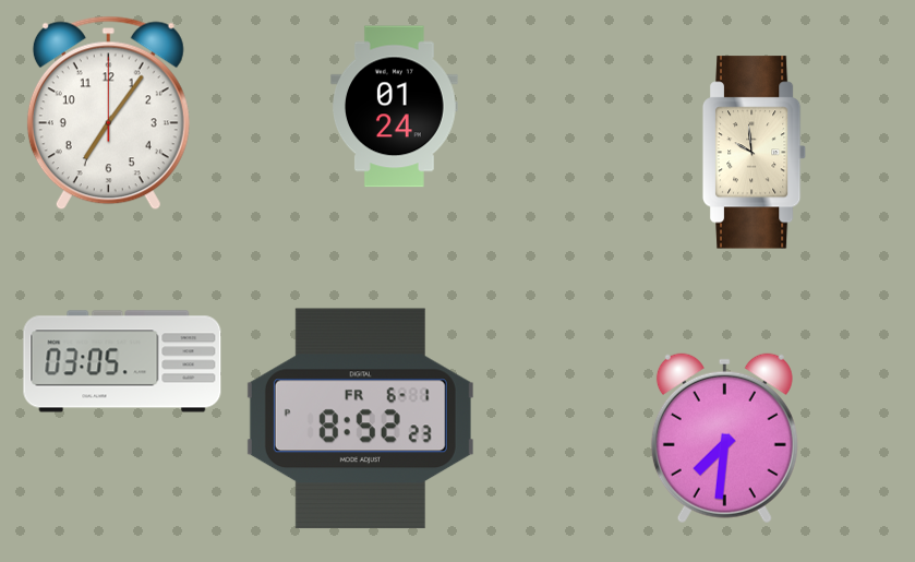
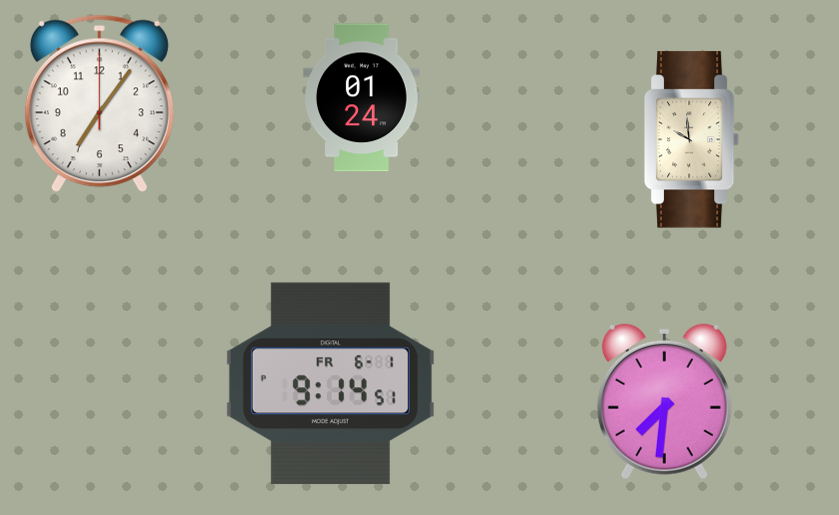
clock at (122, 361): 03:05 -> none
clock at (360, 419): 8:52 -> 9:14
